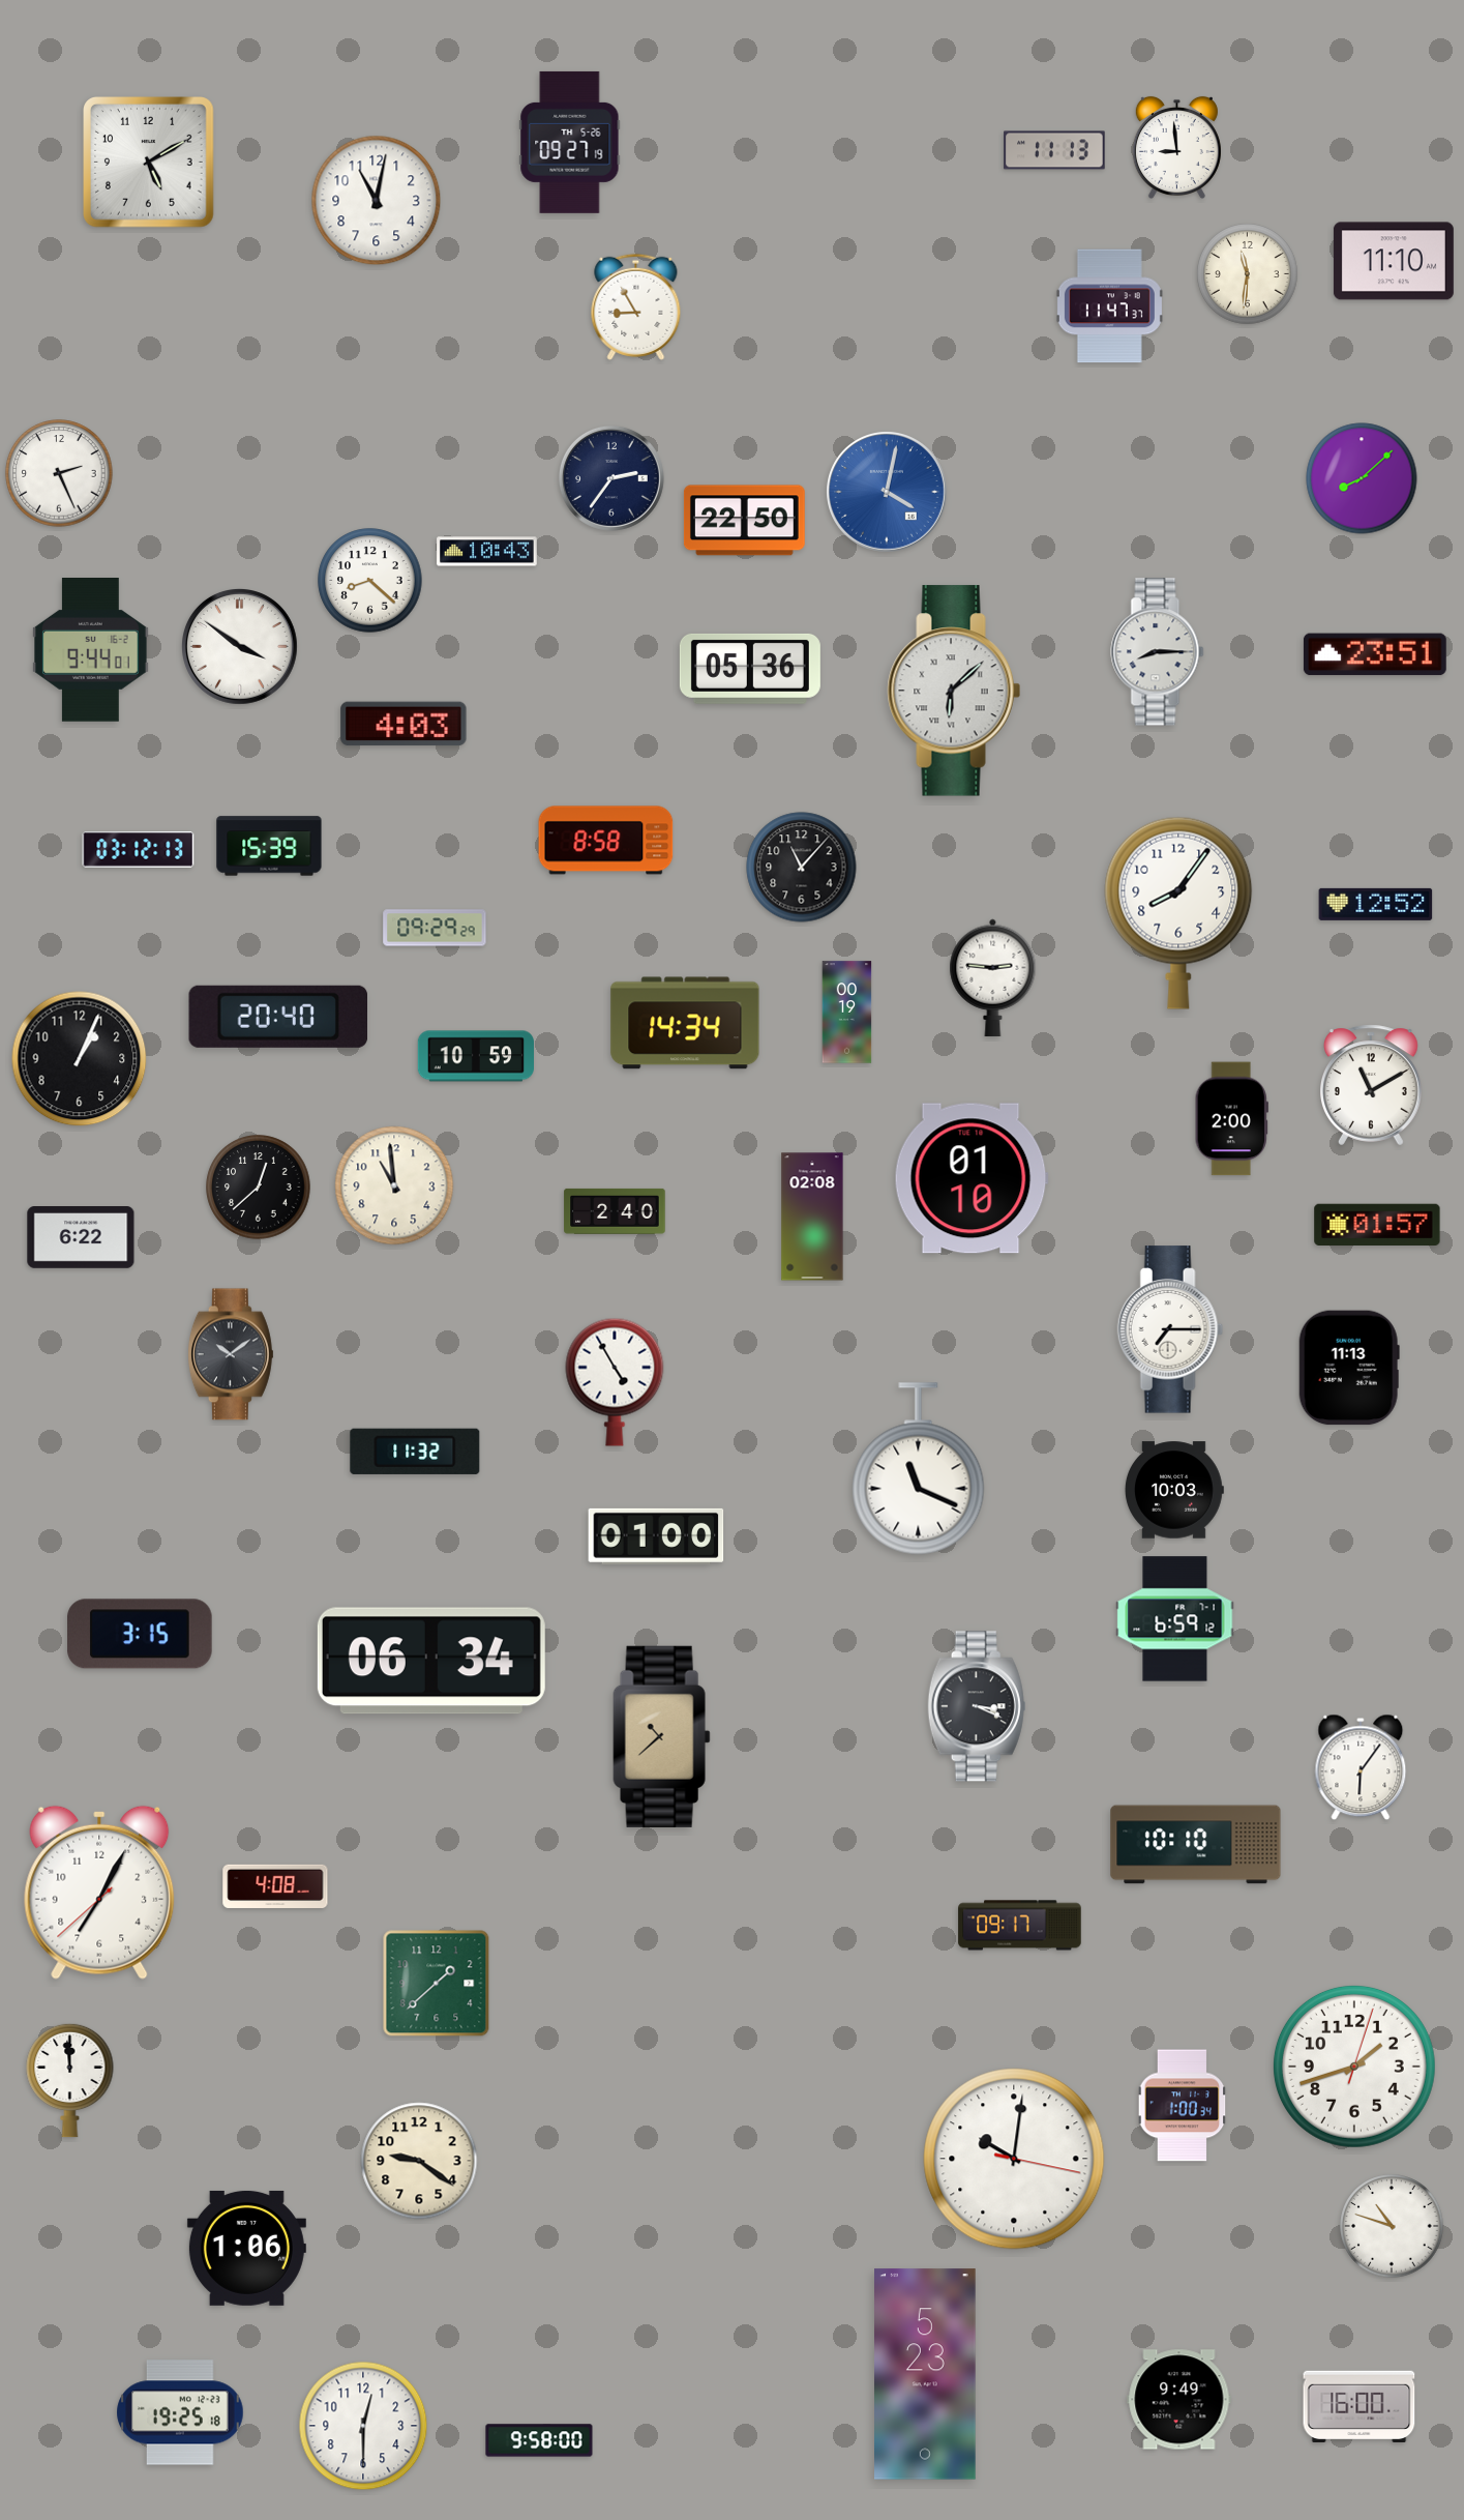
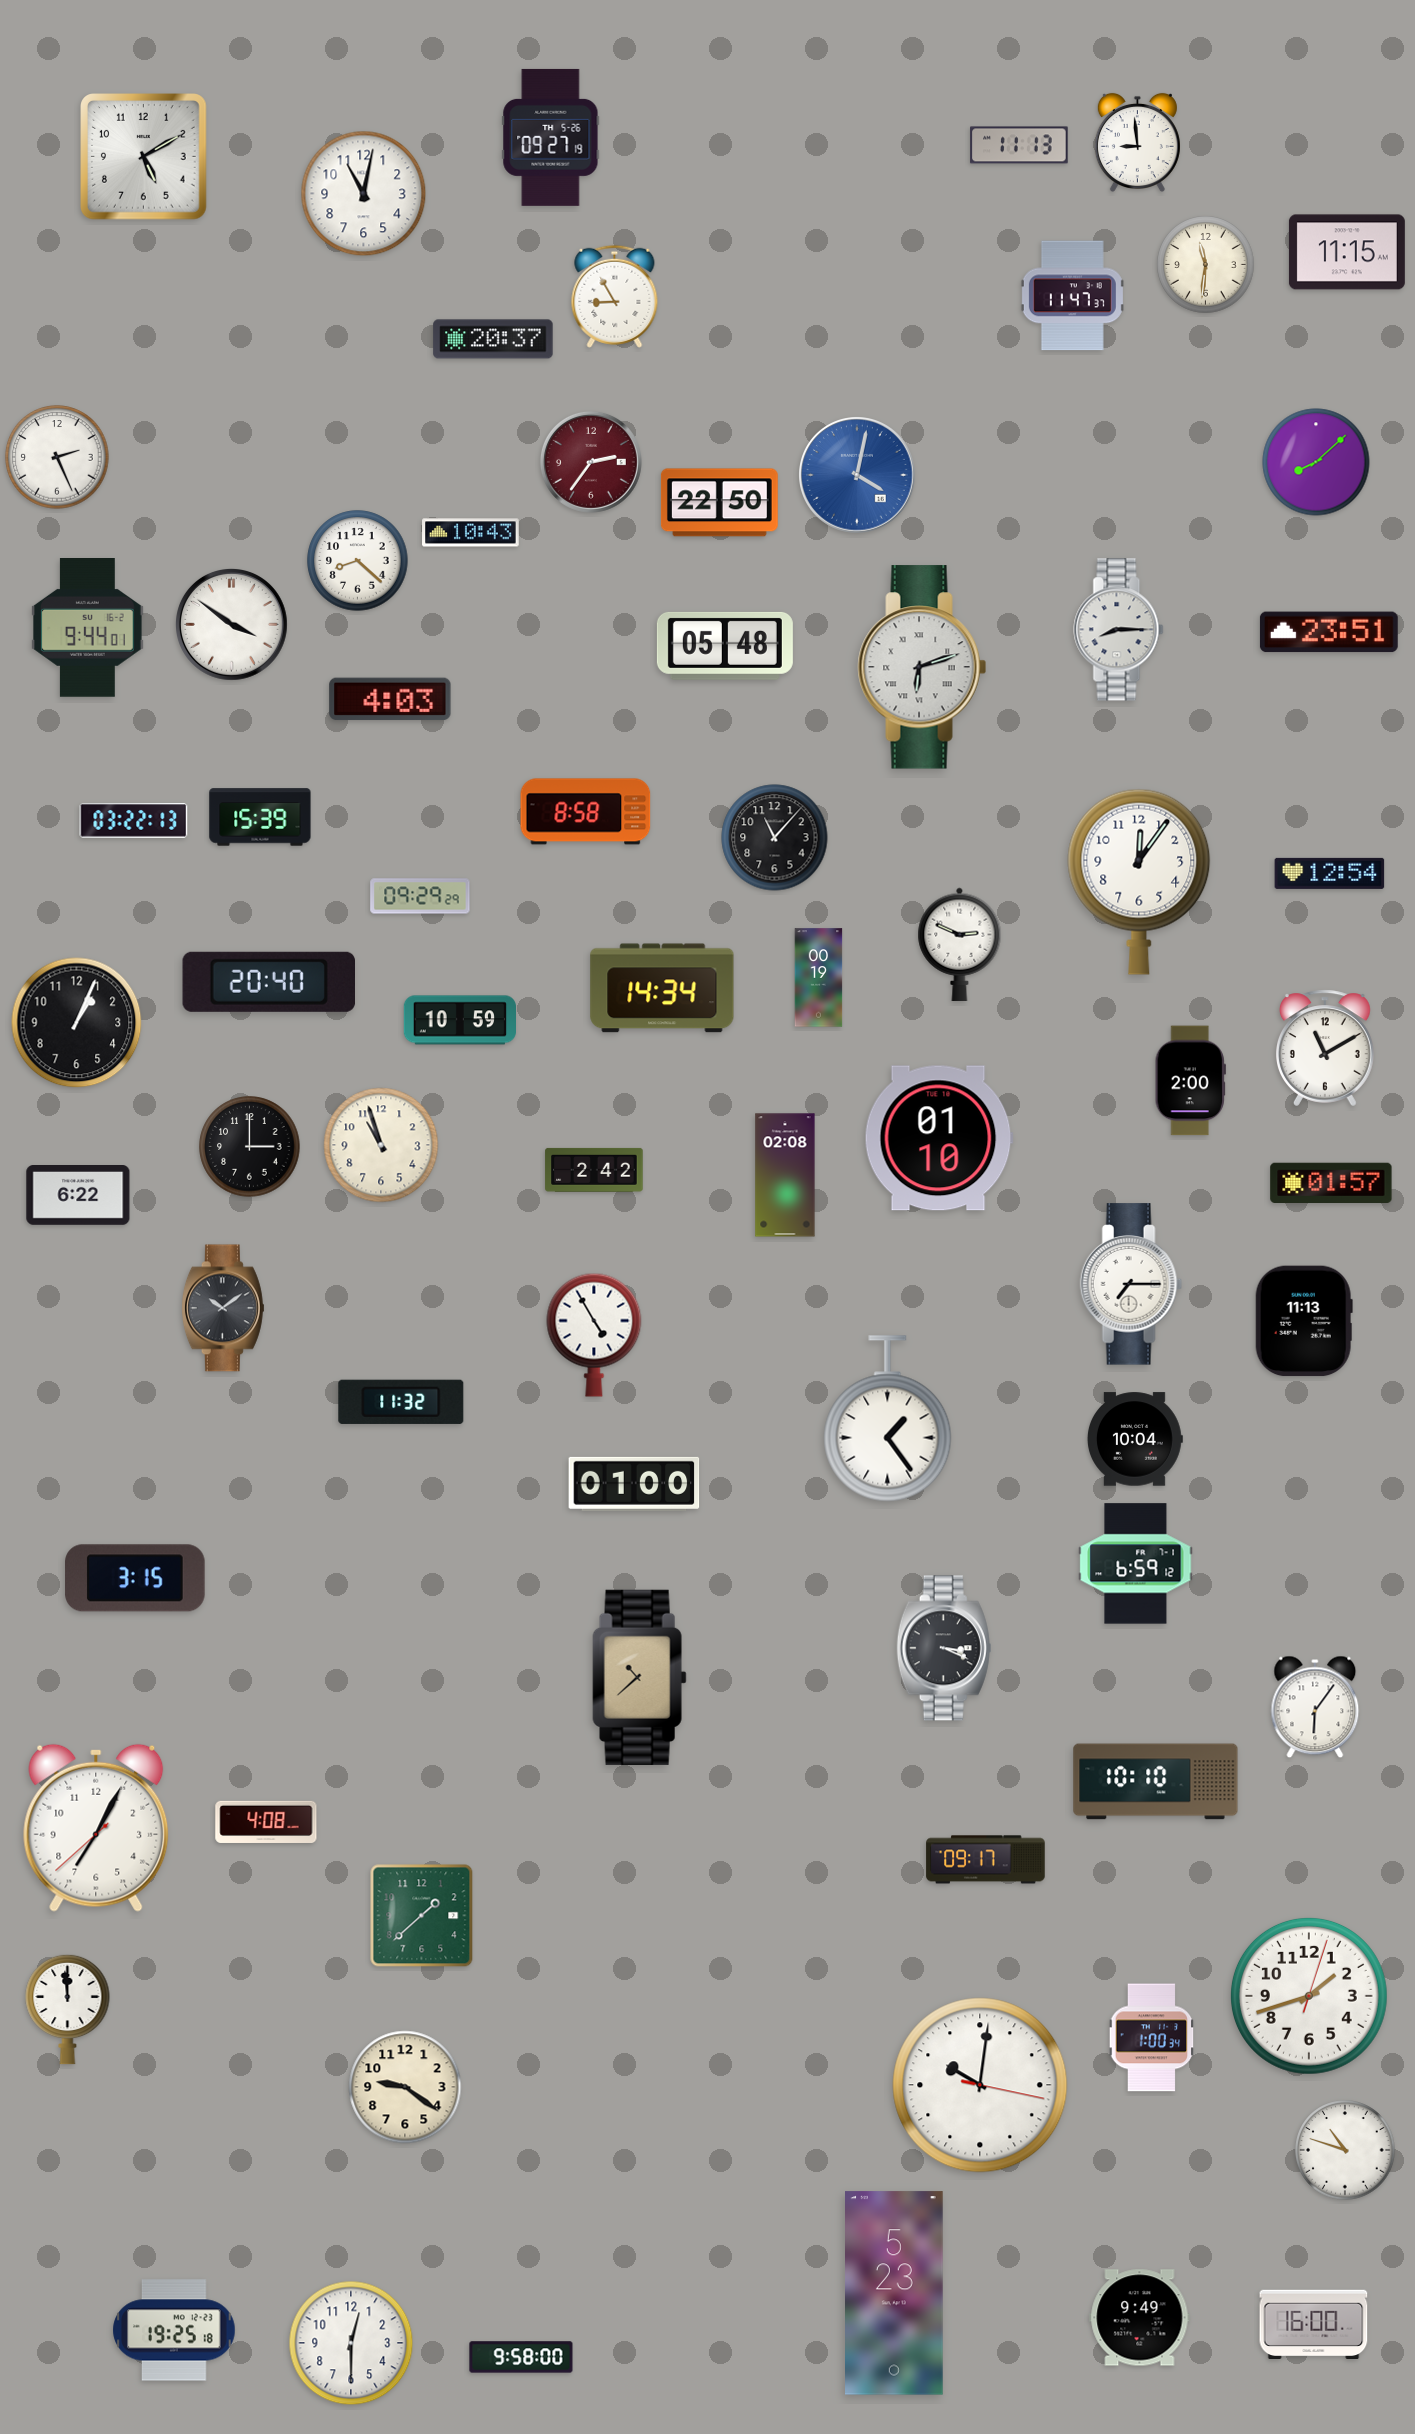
clock at (1394, 261): 11:10 -> 11:15
clock at (493, 339): none -> 20:37
clock at (611, 478) dial: navy -> burgundy
clock at (750, 669): 05:36 -> 05:48
clock at (954, 691): 6:08 -> 6:12
clock at (139, 850): 03:12 -> 03:22
clock at (1376, 904): 12:52 -> 12:54
clock at (1178, 913): 8:06 -> 12:06
clock at (993, 977): 2:46 -> 2:49
clock at (394, 1185): 10:59 -> 10:57
clock at (259, 1188): 12:38 -> 3:00
clock at (615, 1211): 2:40 -> 2:42
clock at (919, 1469): 11:19 -> 1:24
clock at (1174, 1490): 10:03 -> 10:04
clock at (431, 1661): 06:34 -> none
clock at (1183, 2106) position: (1183, 2106) -> (1152, 2038)
clock at (246, 2248): 1:06 -> none
